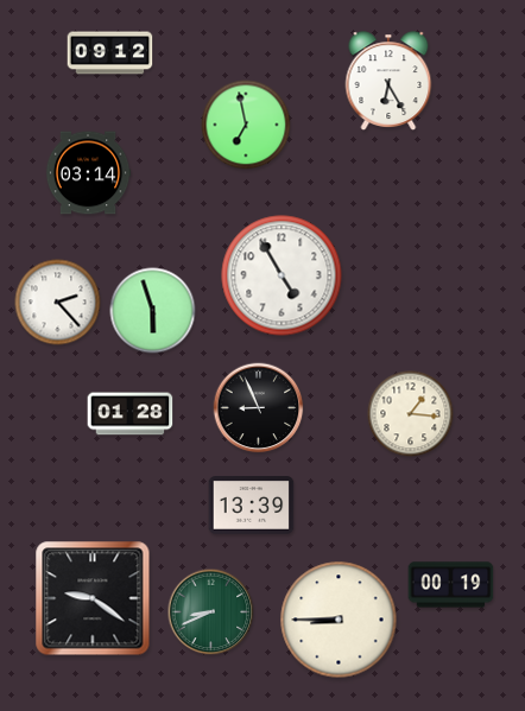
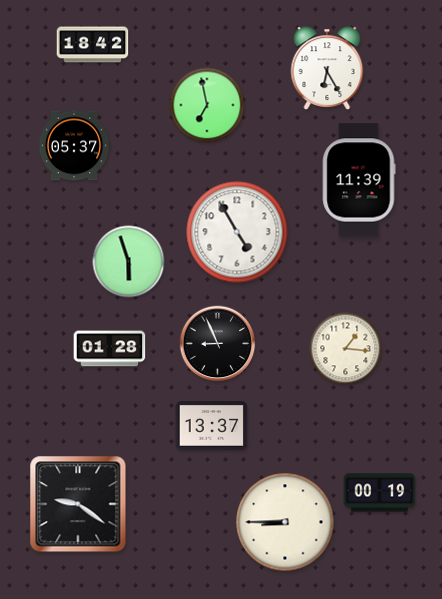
clock at (110, 53): 09:12 -> 18:42
clock at (88, 173): 03:14 -> 05:37
clock at (359, 180): none -> 11:39
clock at (58, 303): 2:23 -> none
clock at (252, 506): 13:39 -> 13:37
clock at (211, 612): 8:41 -> none
